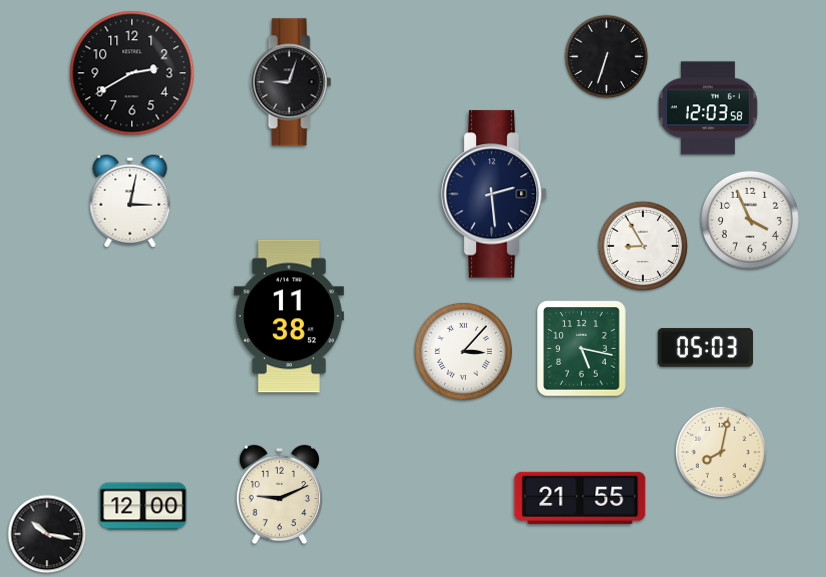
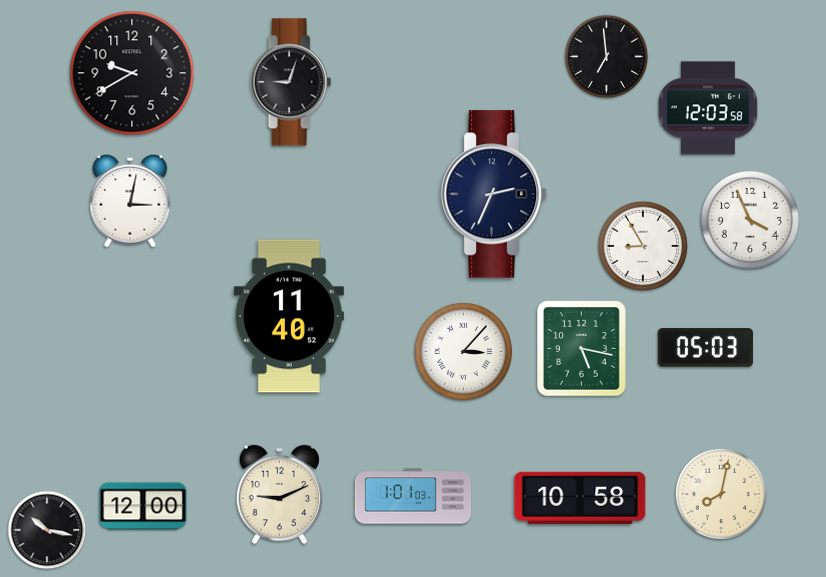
clock at (607, 57): 6:33 -> 6:59
clock at (132, 73): 2:40 -> 9:40
clock at (494, 194): 2:29 -> 2:34
clock at (289, 316): 11:38 -> 11:40
clock at (720, 451) position: (720, 451) -> (720, 493)
clock at (413, 496): none -> 1:01
clock at (580, 498): 21:55 -> 10:58
clock at (47, 534) position: (47, 534) -> (47, 530)
